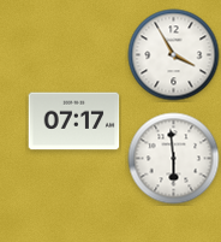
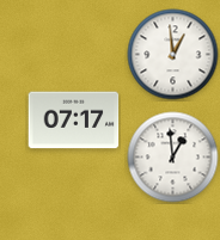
clock at (174, 55): 3:55 -> 12:59
clock at (174, 159): 5:59 -> 12:59
